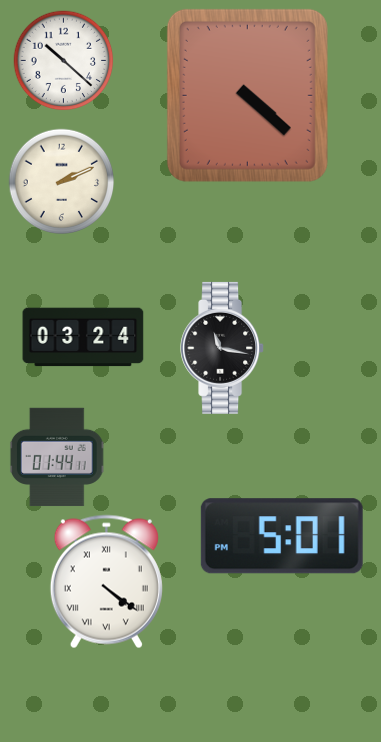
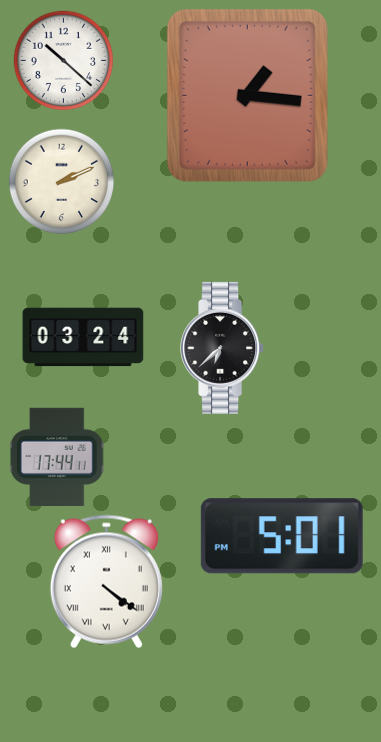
clock at (247, 95): 4:22 -> 1:16
clock at (223, 348): 11:17 -> 6:38
clock at (57, 457): 01:44 -> 17:44
